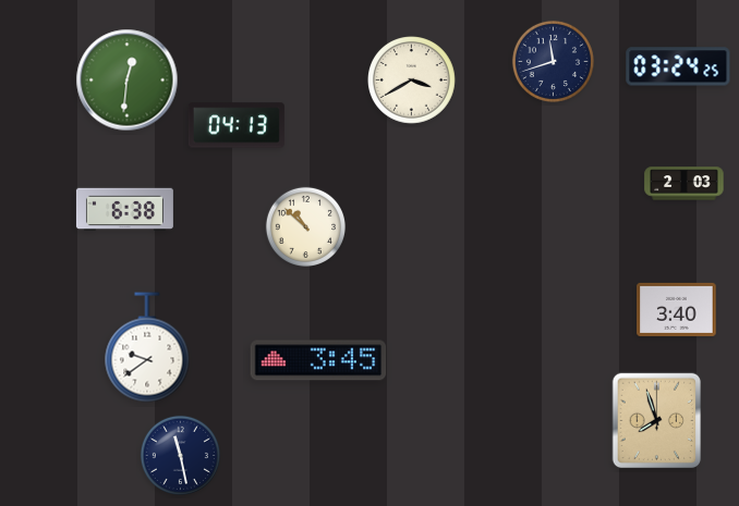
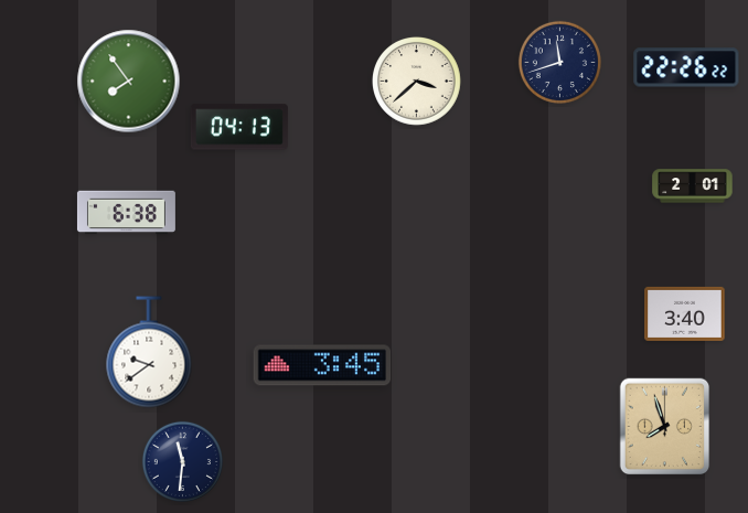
clock at (678, 66): 03:24 -> 22:26
clock at (128, 81): 12:31 -> 7:54
clock at (412, 81): 3:40 -> 3:38
clock at (685, 184): 2:03 -> 2:01
clock at (305, 226): 10:52 -> none
clock at (180, 455): 11:28 -> 11:31
